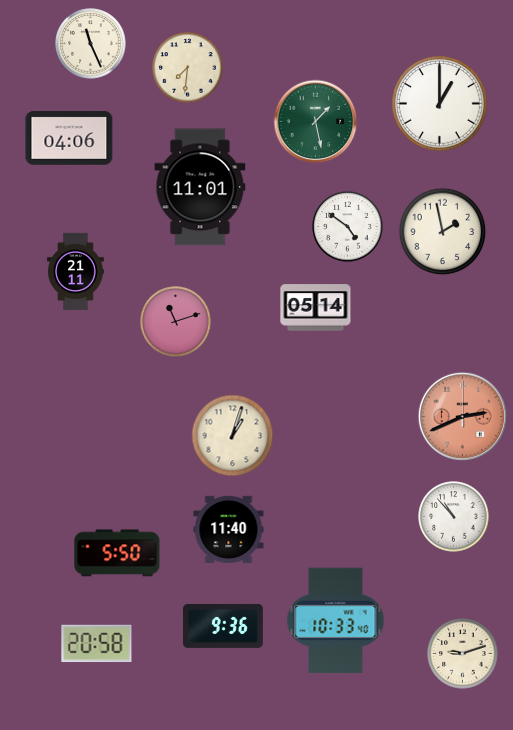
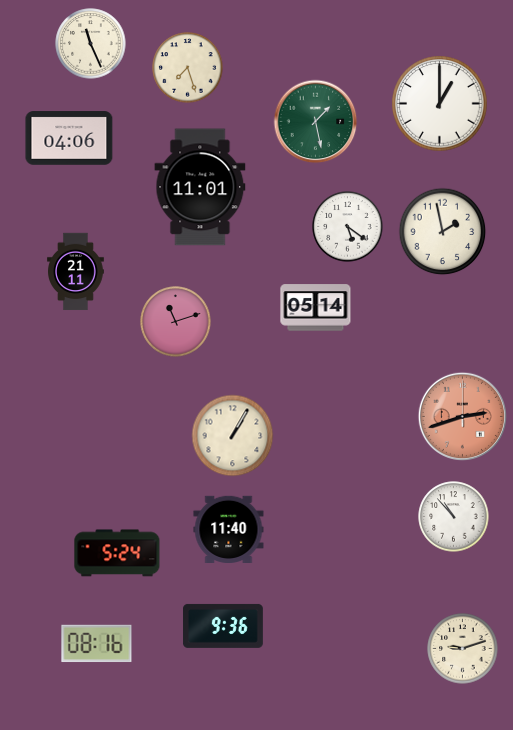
clock at (188, 68): 7:31 -> 7:27
clock at (348, 227): 4:51 -> 5:21
clock at (462, 416): 2:41 -> 2:42
clock at (233, 436): 1:03 -> 1:05
clock at (117, 553): 5:50 -> 5:24
clock at (336, 621): 10:33 -> none
clock at (97, 644): 20:58 -> 08:16
clock at (463, 654) position: (463, 654) -> (463, 649)
